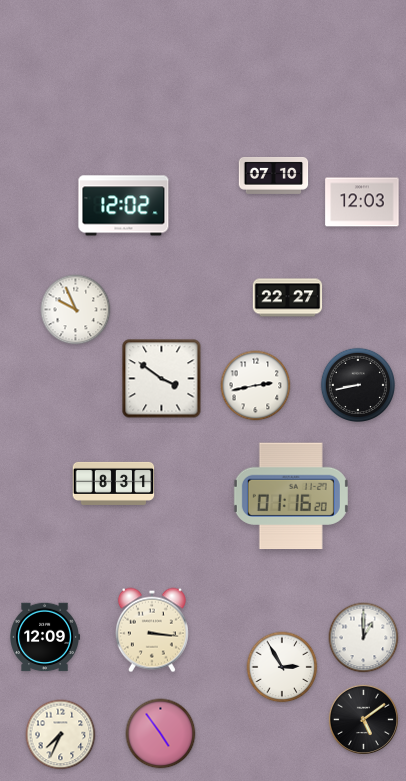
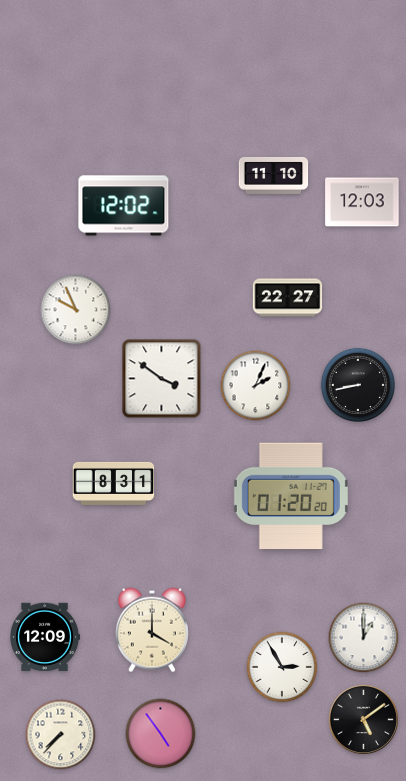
clock at (274, 175): 07:10 -> 11:10
clock at (256, 386): 2:43 -> 2:04
clock at (291, 496): 01:16 -> 01:20
clock at (152, 630): 3:16 -> 4:00
clock at (61, 735): 7:34 -> 7:37
